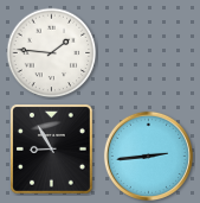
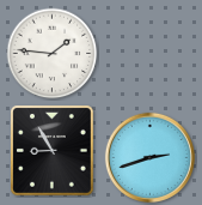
clock at (148, 156): 2:44 -> 2:42
